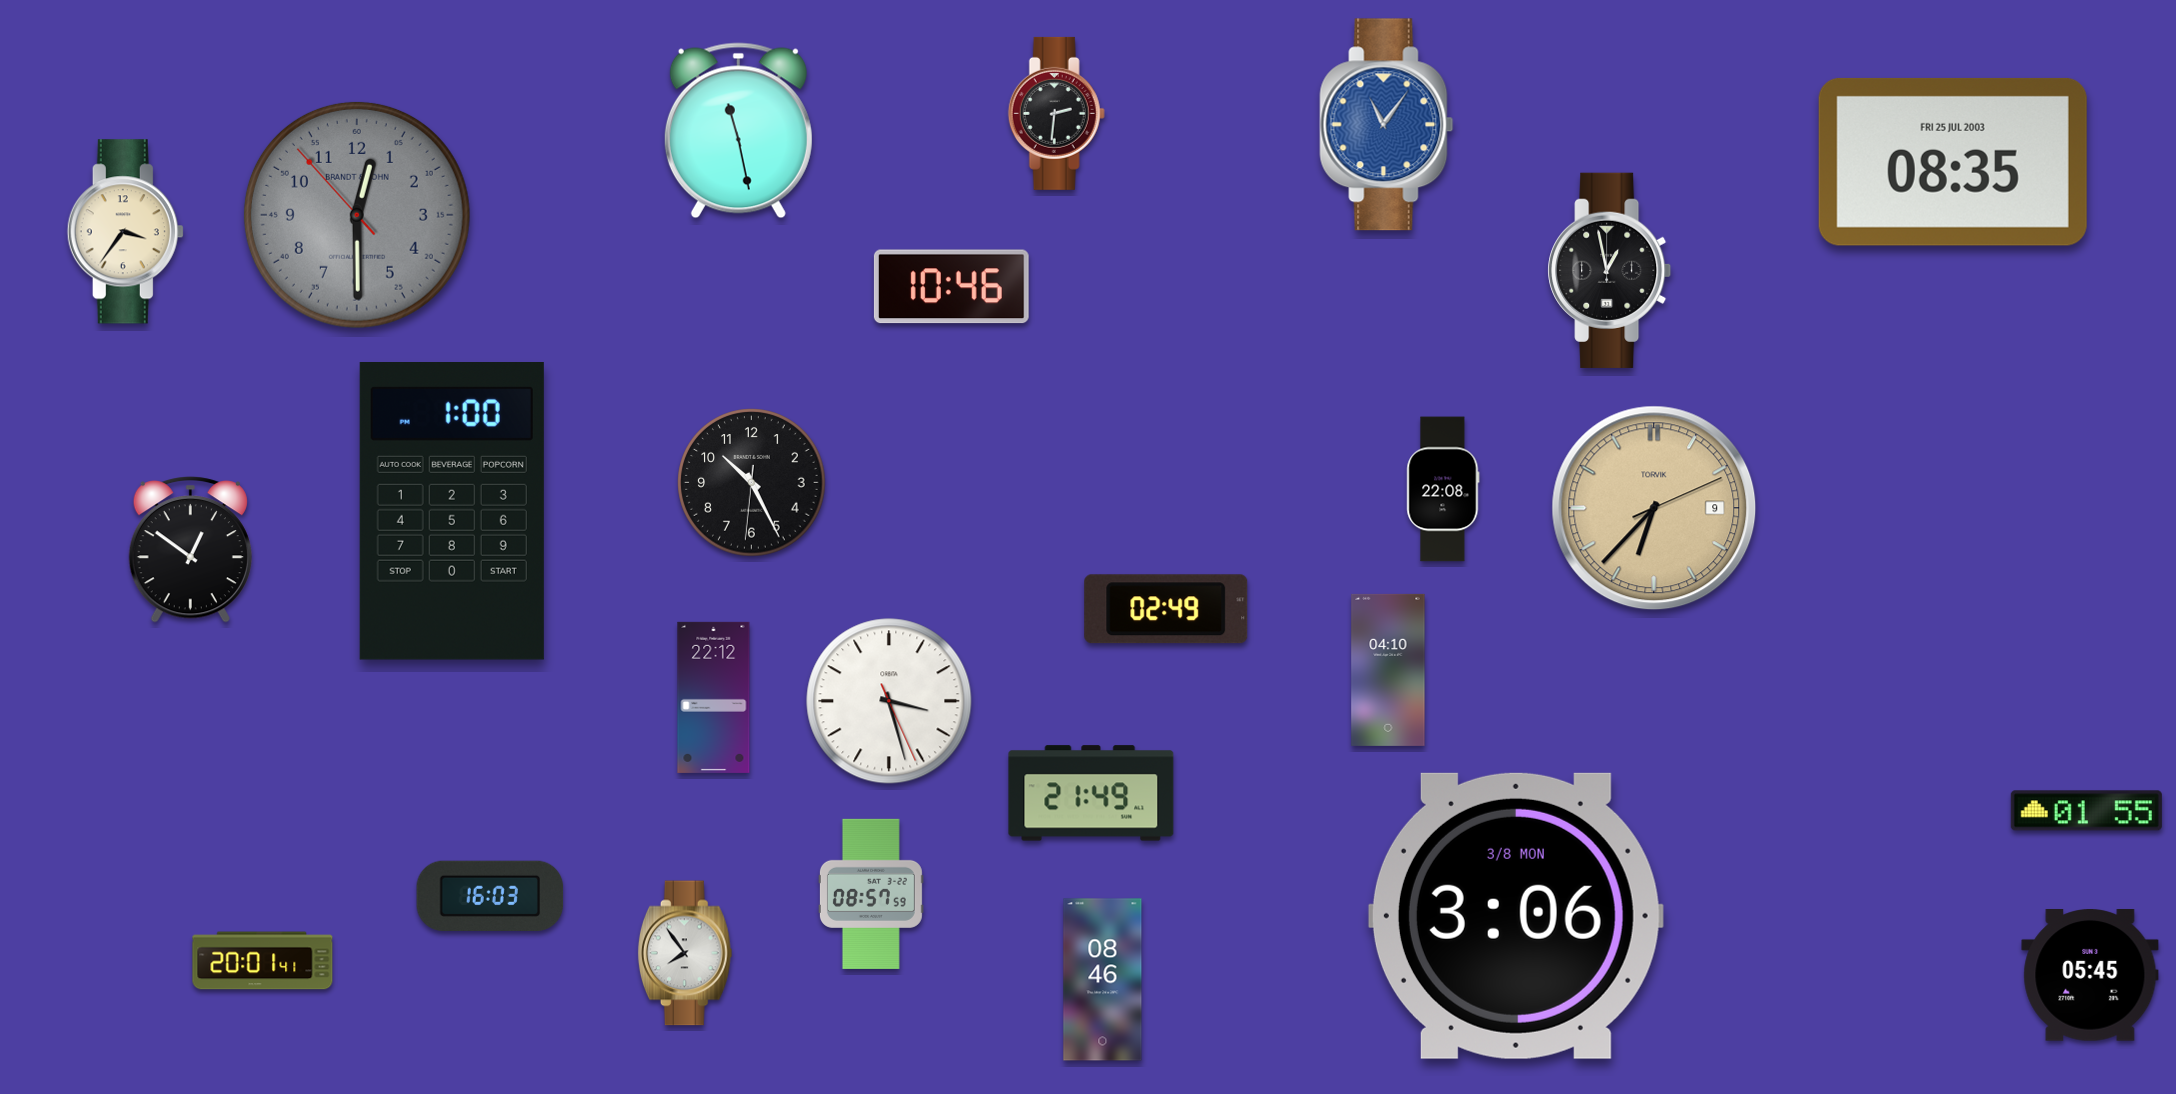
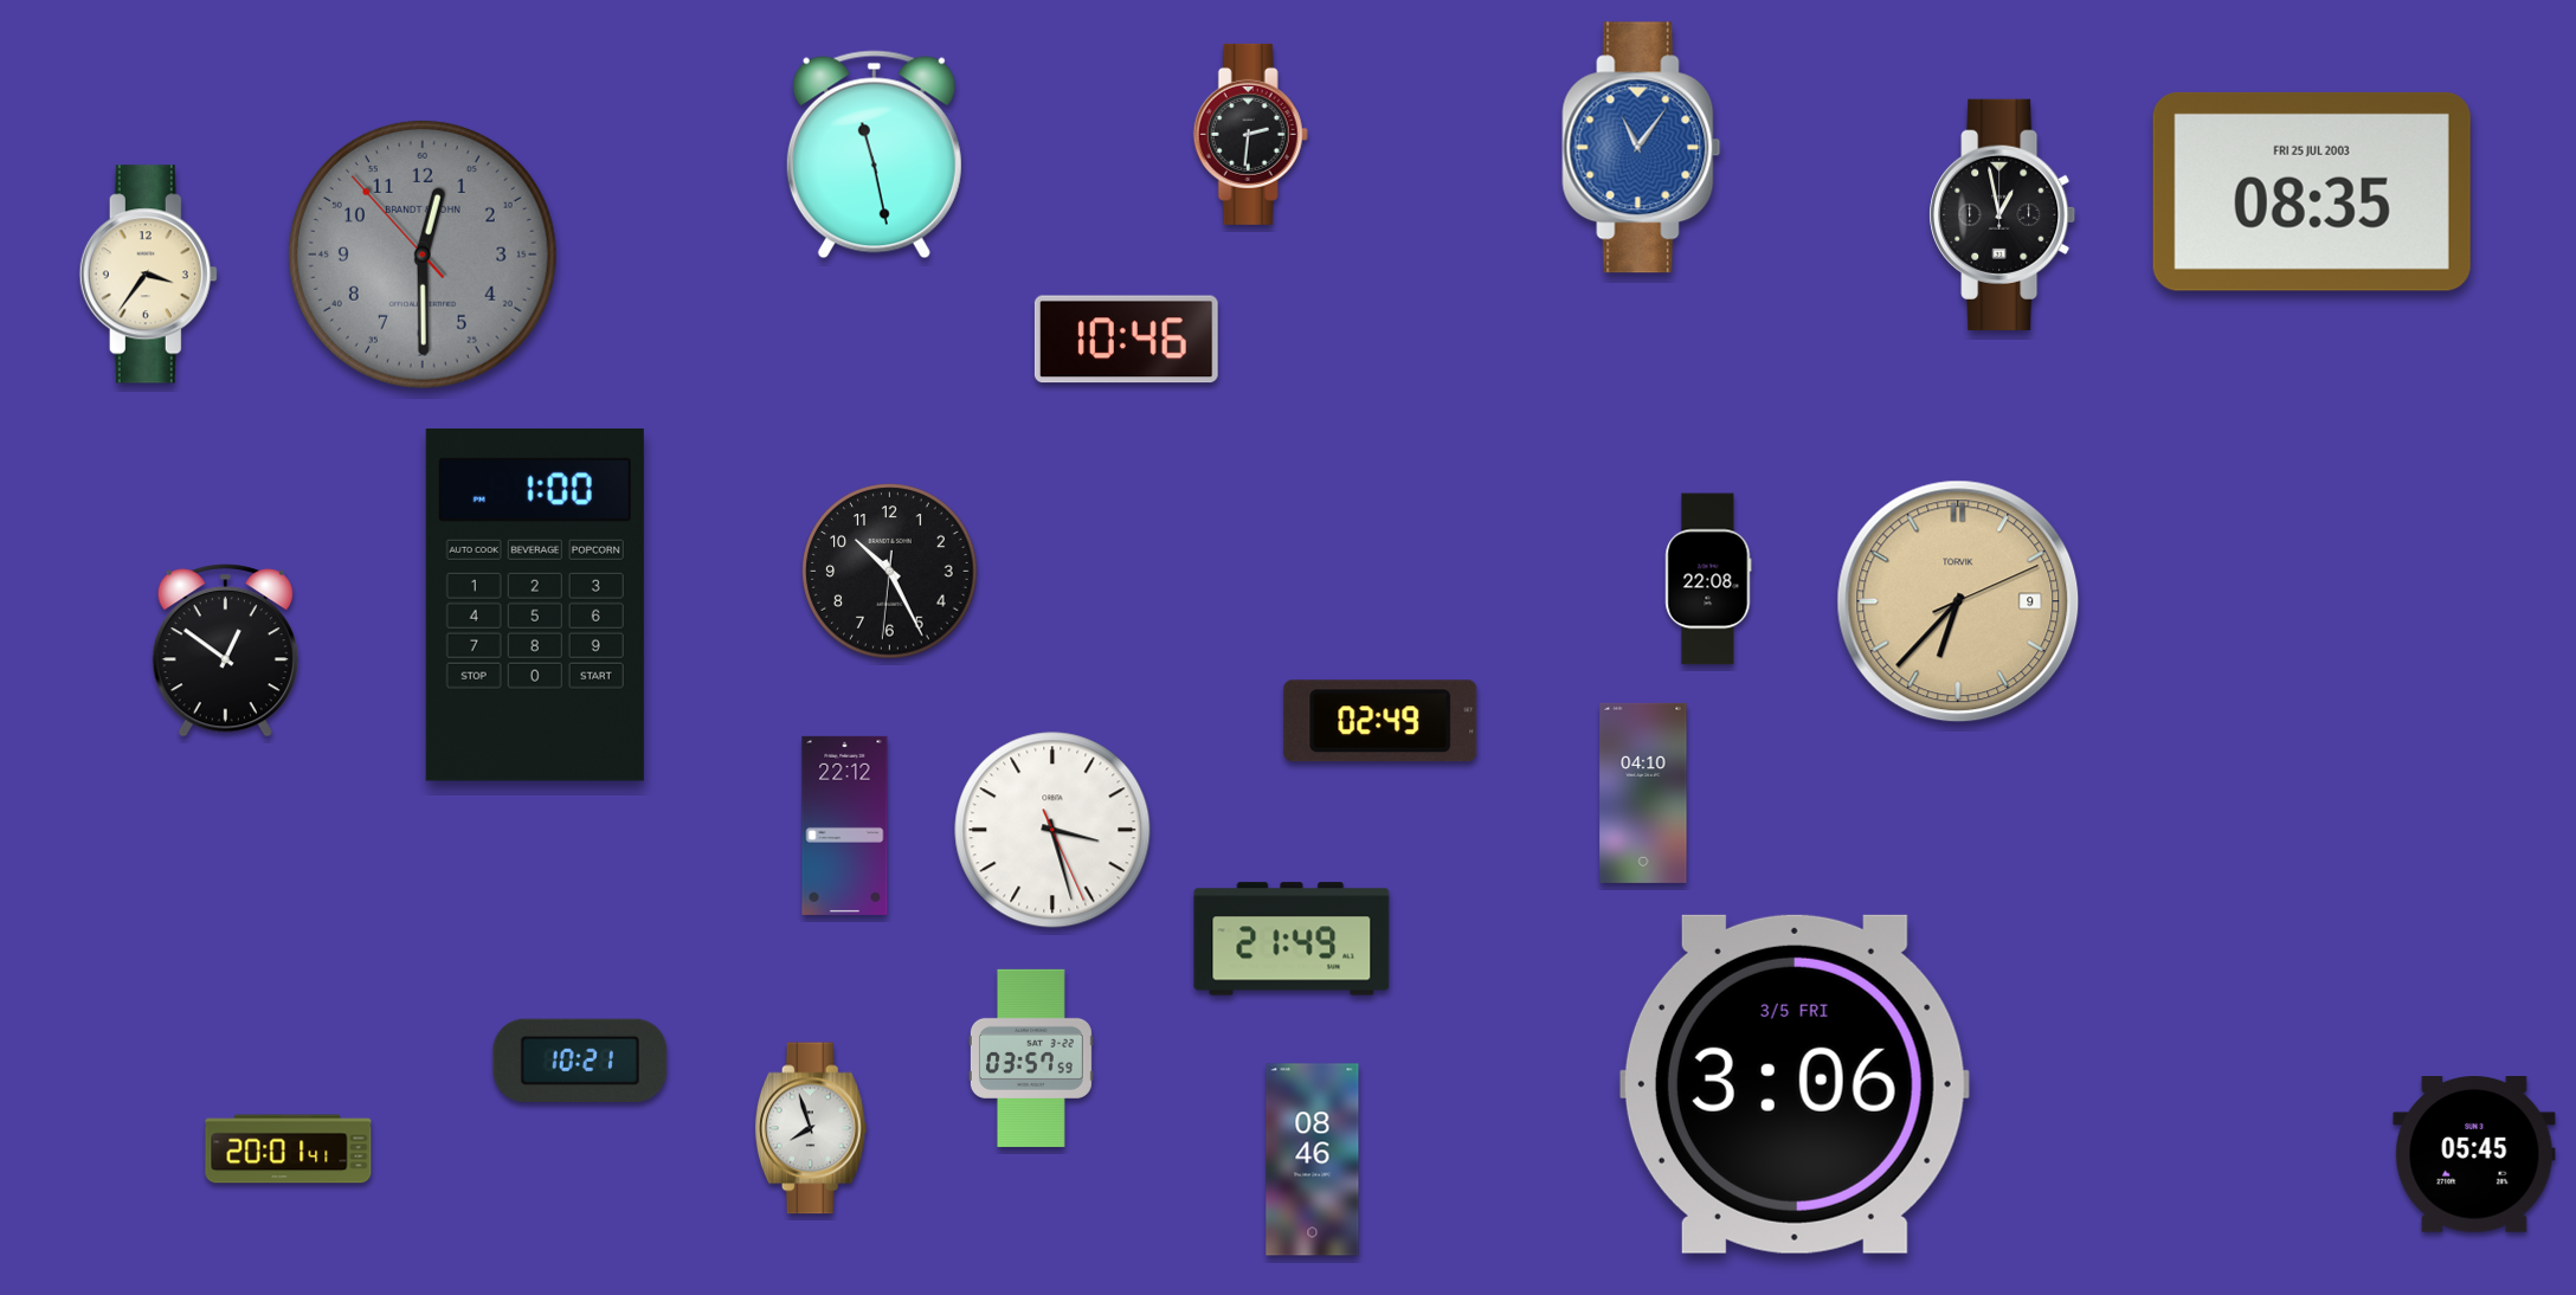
clock at (1610, 270) position: (1610, 270) -> (2003, 214)
clock at (2086, 811): 01:55 -> none
clock at (871, 894): 08:57 -> 03:57
clock at (490, 896): 16:03 -> 10:21
clock at (1516, 916) date: 3/8 MON -> 3/5 FRI
clock at (685, 953): 7:54 -> 7:57
clock at (263, 961) position: (263, 961) -> (289, 1149)
clock at (1103, 980) position: (1103, 980) -> (1313, 1160)
